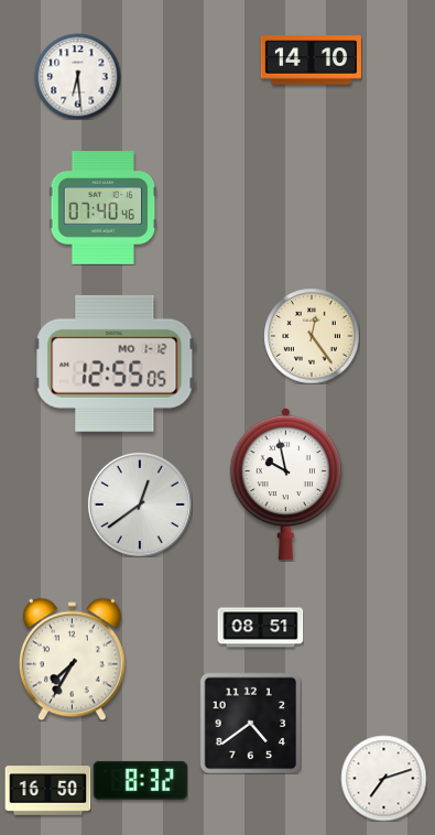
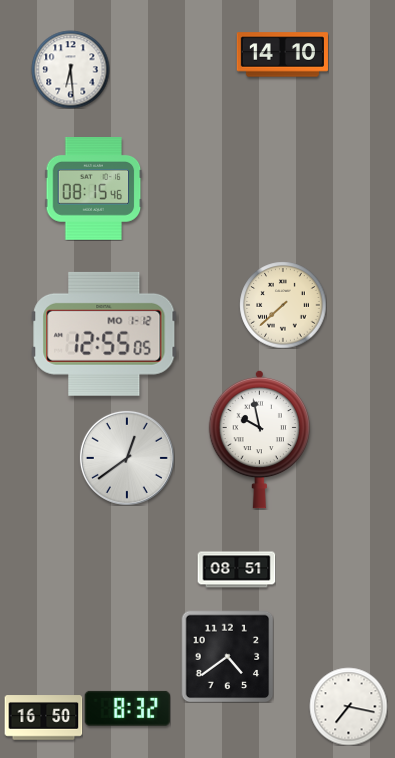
clock at (104, 208): 07:40 -> 08:15
clock at (312, 336): 12:24 -> 7:38
clock at (115, 364) position: (115, 364) -> (104, 334)
clock at (72, 659): 7:35 -> none
clock at (383, 778): 7:12 -> 7:17
